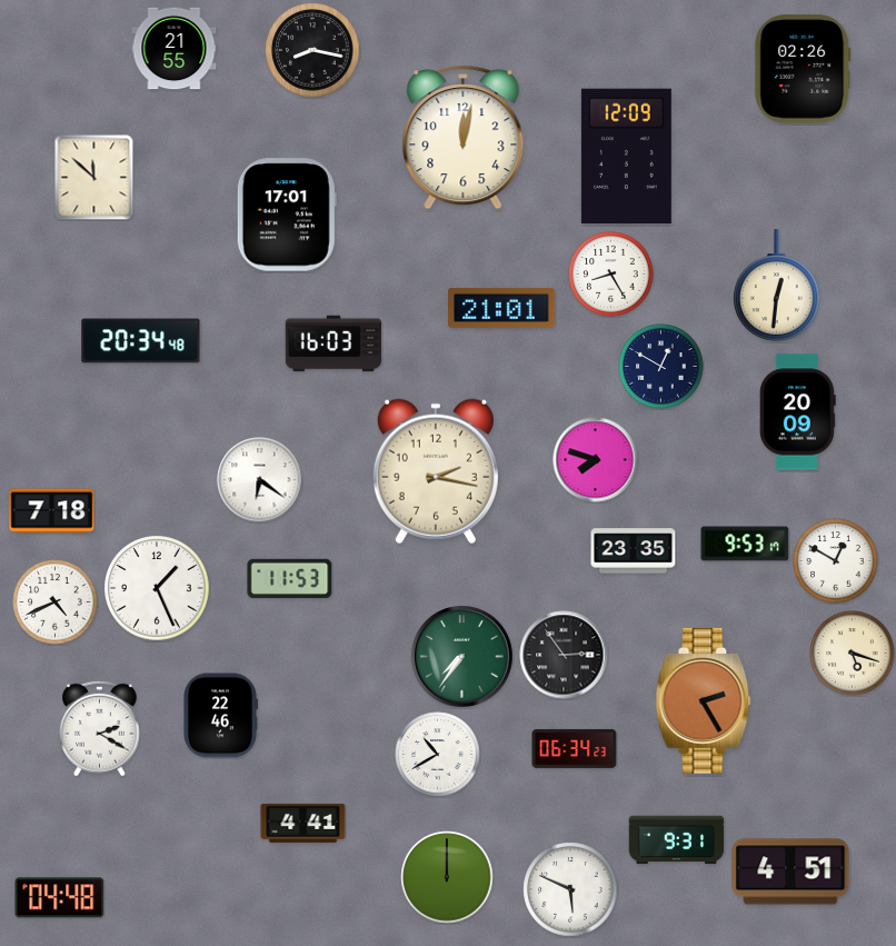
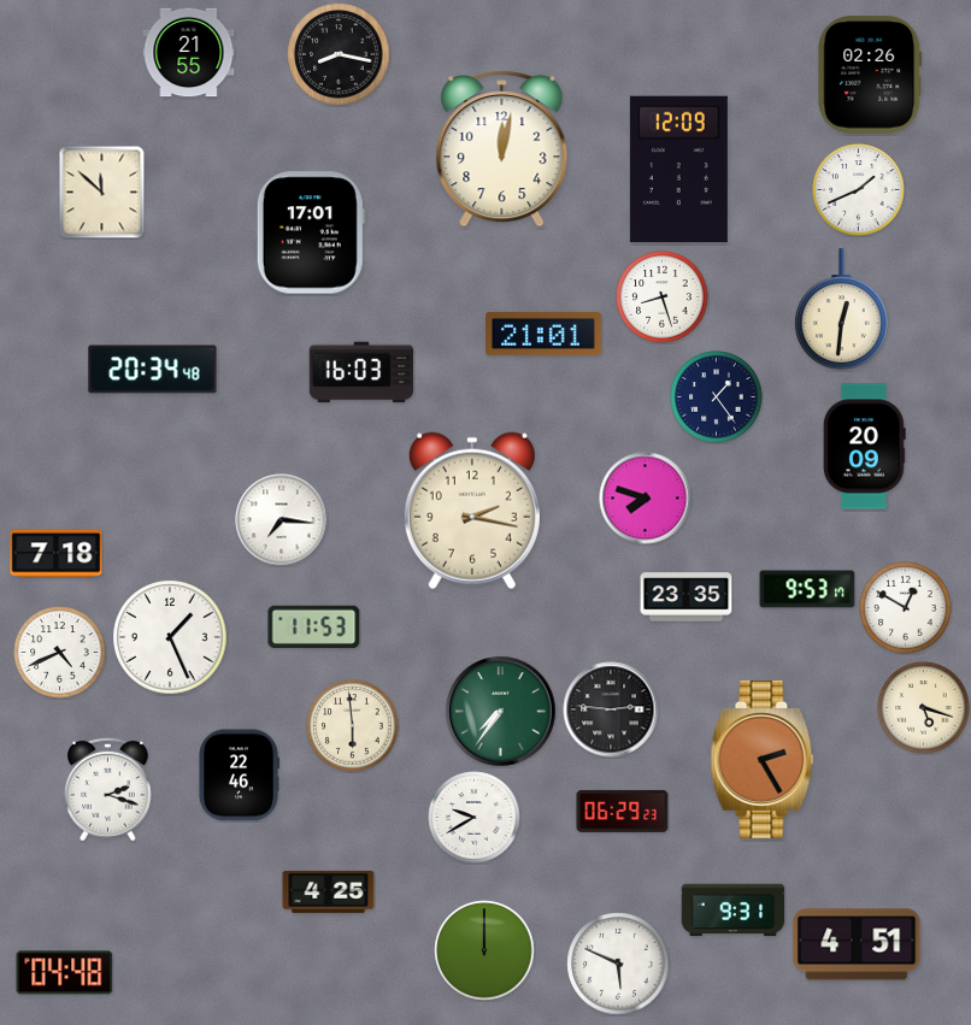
clock at (859, 190): none -> 1:41
clock at (611, 275): 8:25 -> 8:27
clock at (661, 367): 12:50 -> 1:24
clock at (260, 480): 6:21 -> 7:16
clock at (564, 655): 2:54 -> 2:46
clock at (353, 726): none -> 5:59
clock at (100, 728): 2:20 -> 2:18
clock at (575, 748): 06:34 -> 06:29
clock at (438, 755): 10:40 -> 9:40
clock at (303, 823): 4:41 -> 4:25
